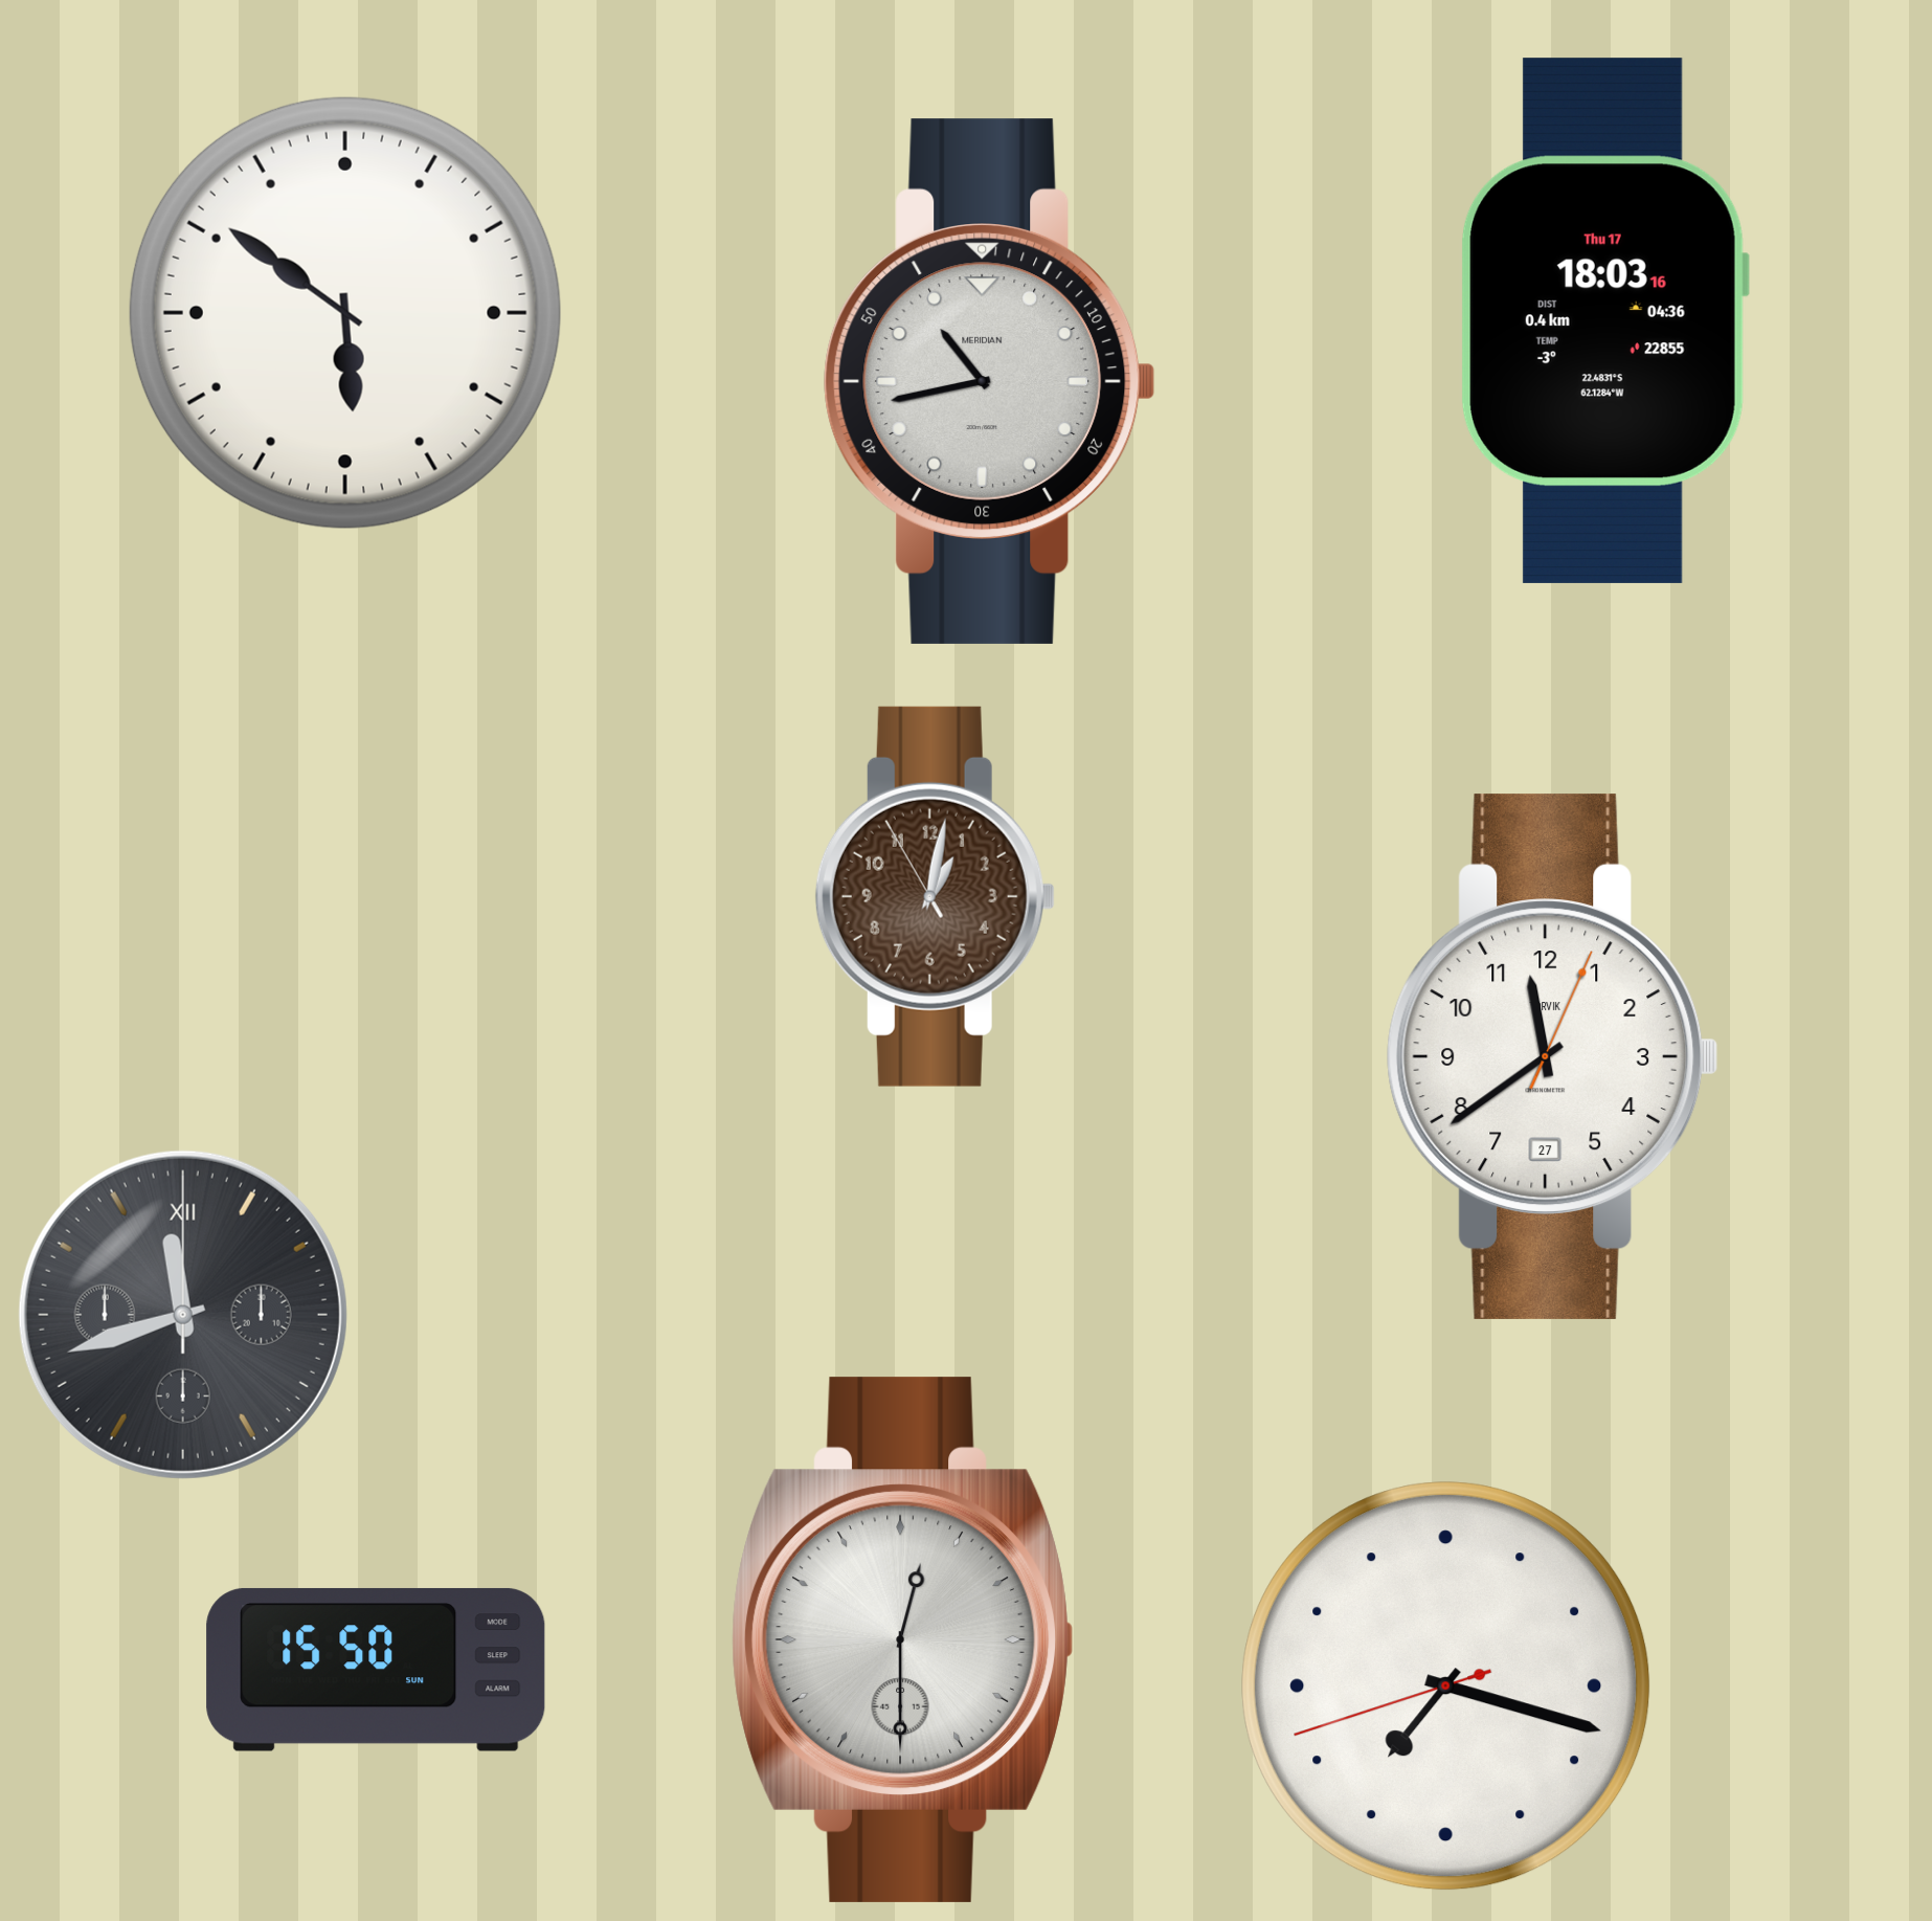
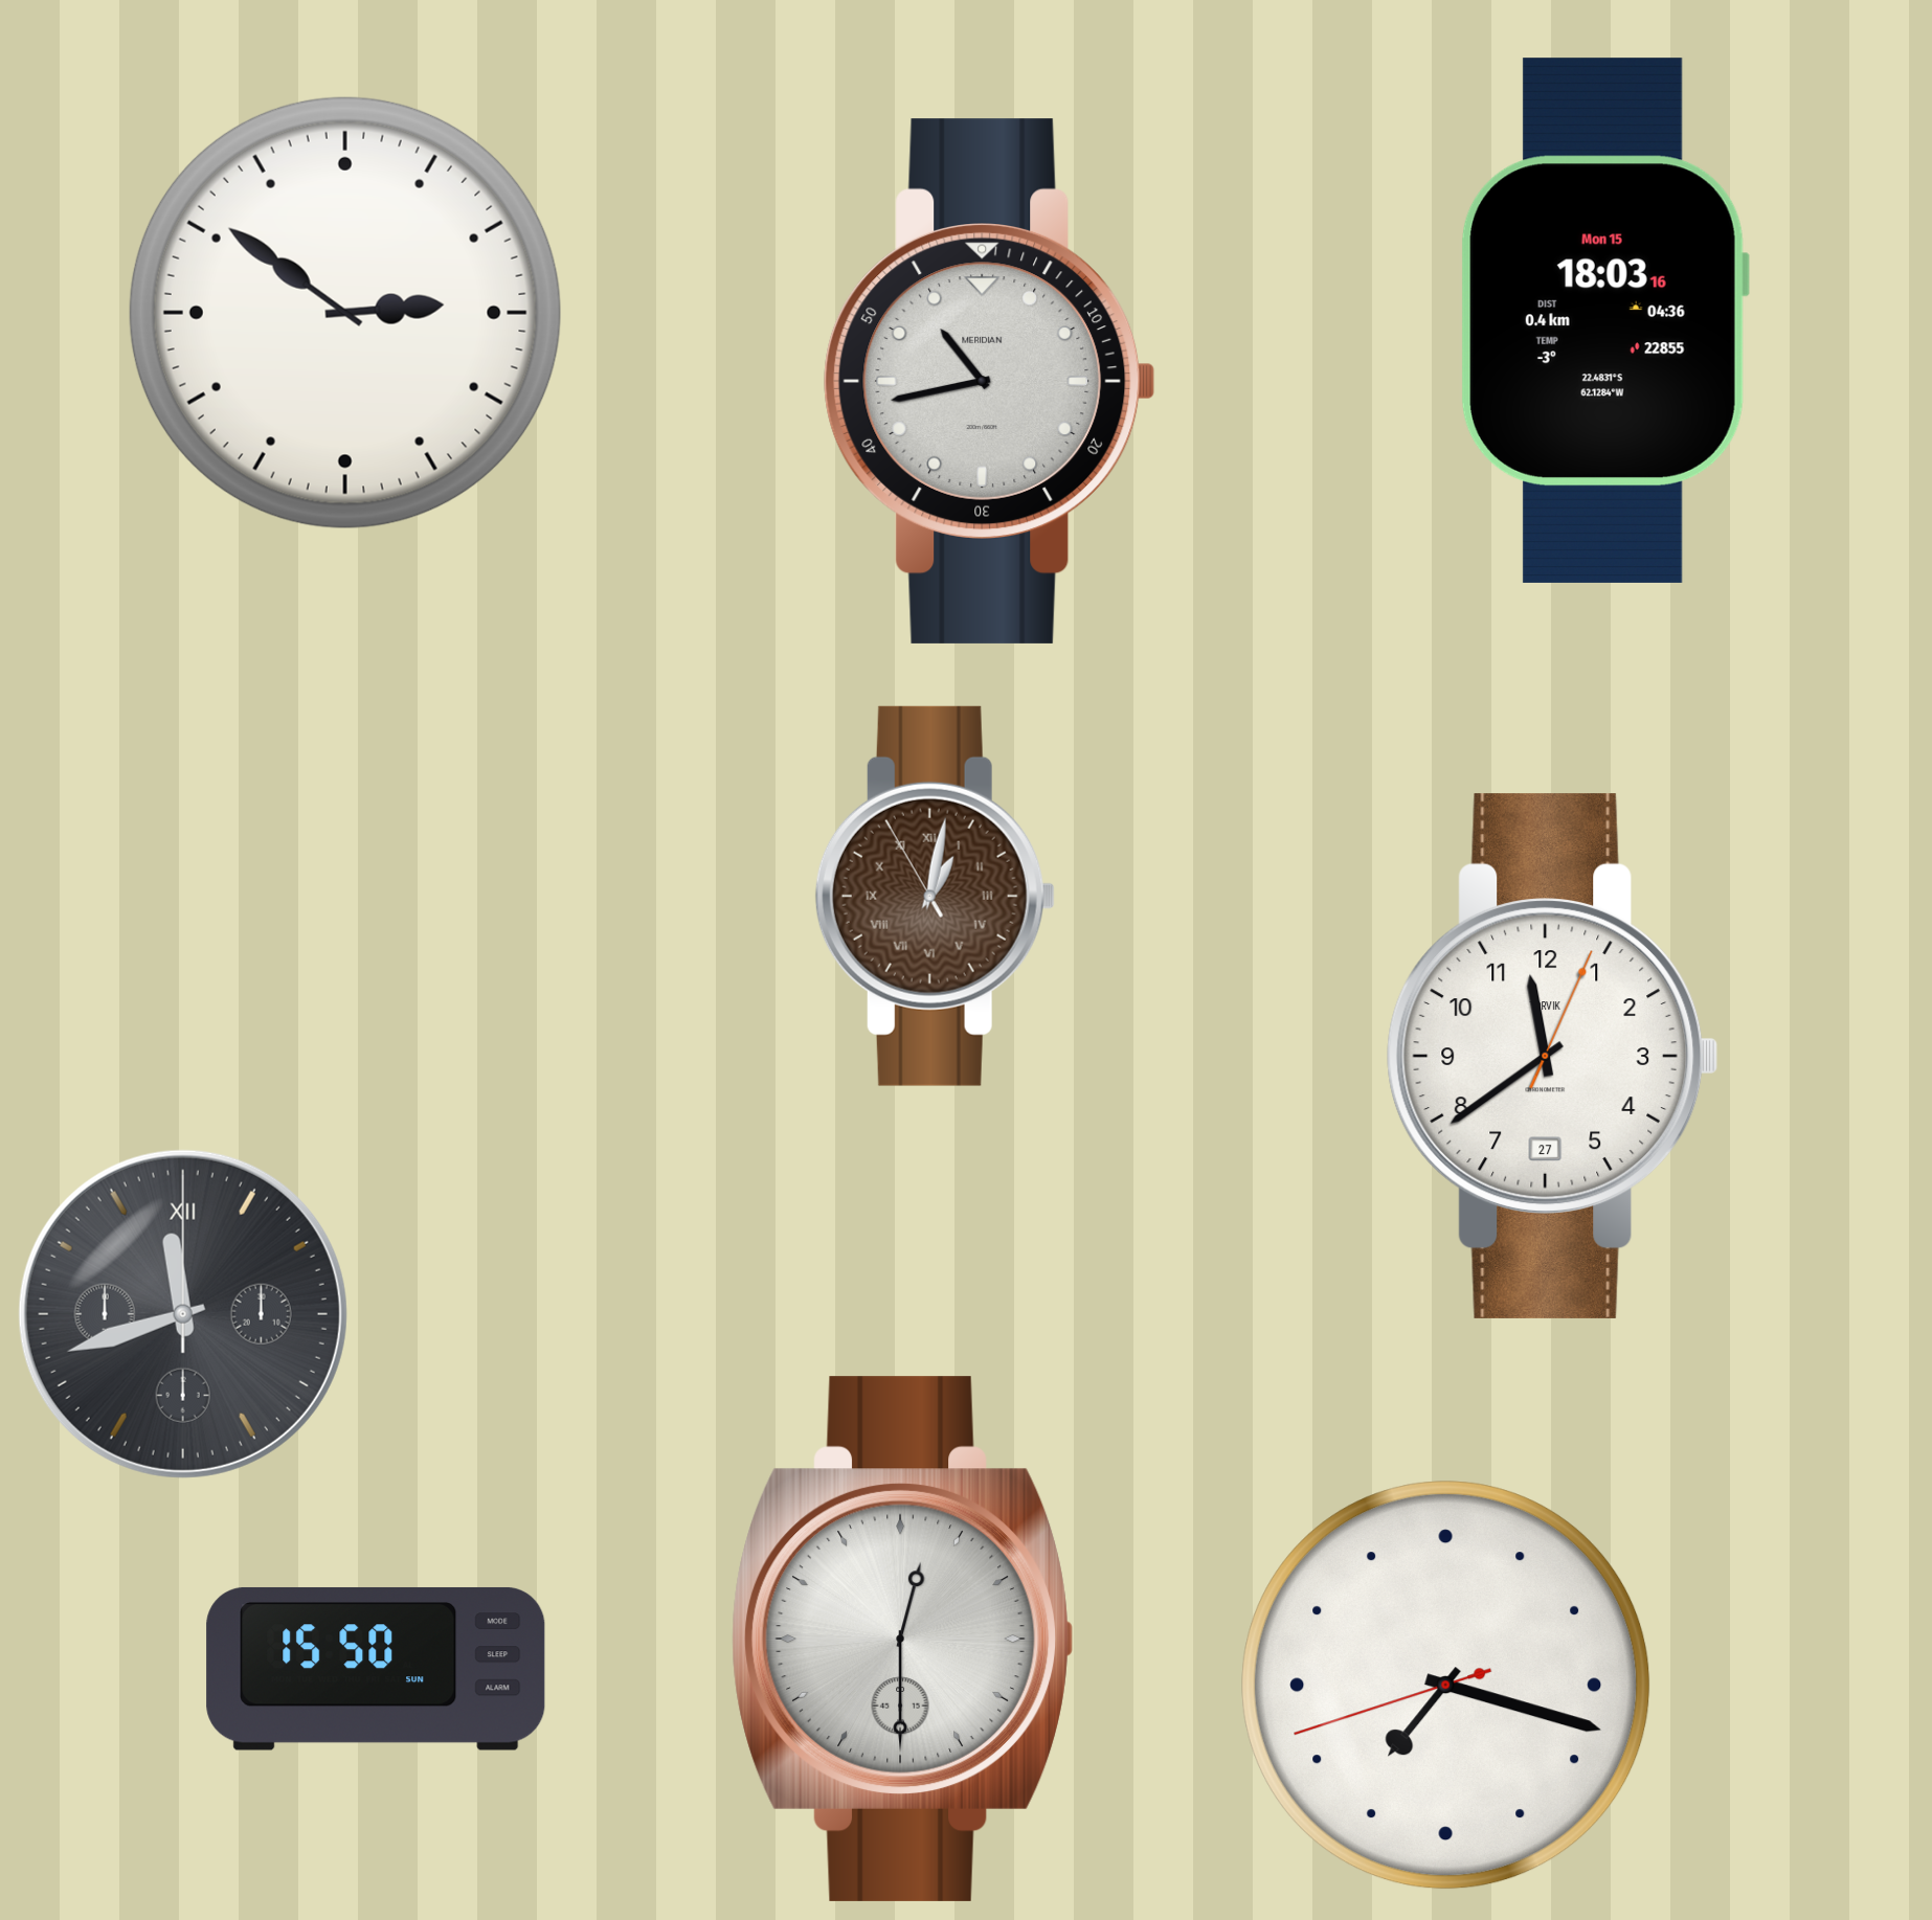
clock at (345, 313): 5:51 -> 2:51
clock at (1604, 320) date: Thu 17 -> Mon 15
clock at (935, 896) numerals: Arabic -> Roman
